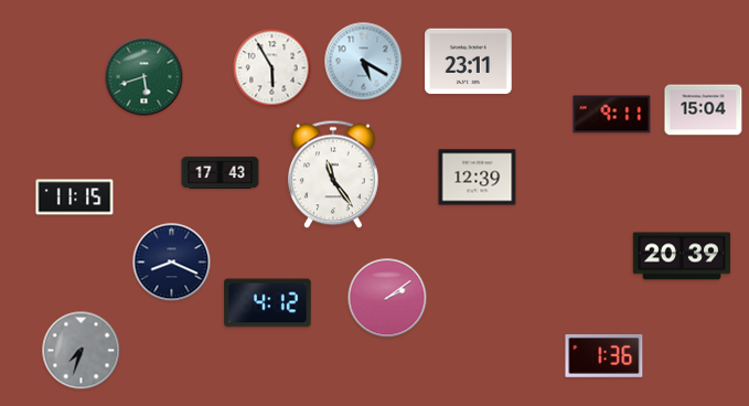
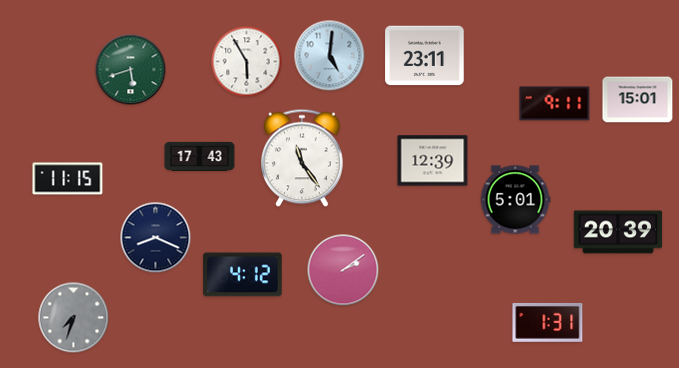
clock at (364, 62): 5:20 -> 5:01
clock at (704, 110): 15:04 -> 15:01
clock at (515, 200): none -> 5:01
clock at (387, 298) position: (387, 298) -> (343, 270)
clock at (604, 355): 1:36 -> 1:31
